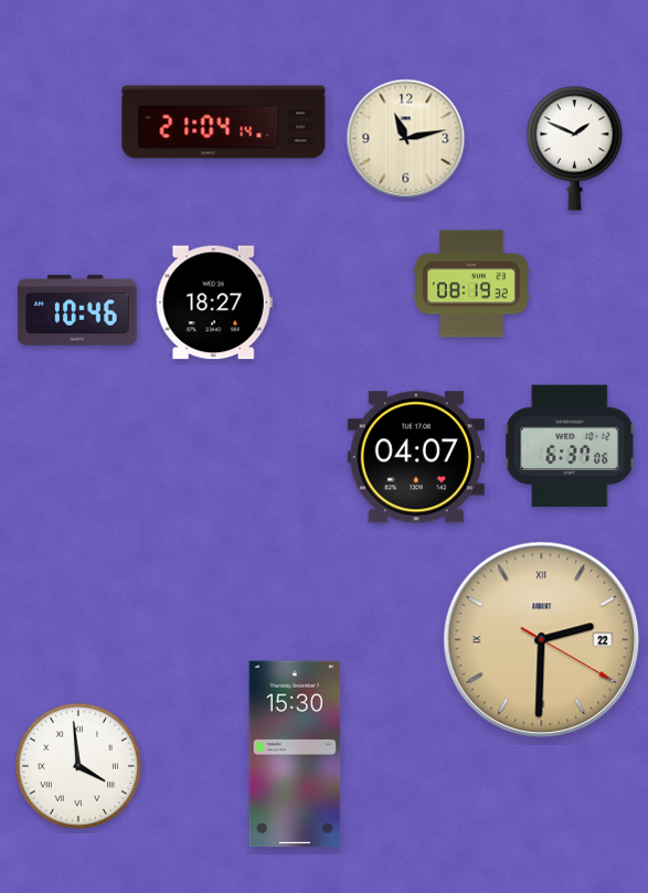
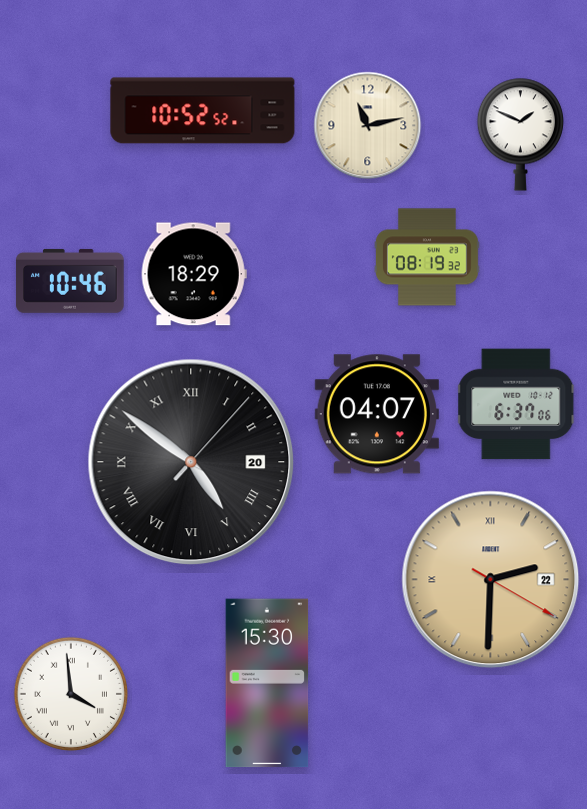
clock at (224, 123): 21:04 -> 10:52
clock at (214, 302): 18:27 -> 18:29
clock at (191, 462): none -> 4:51
